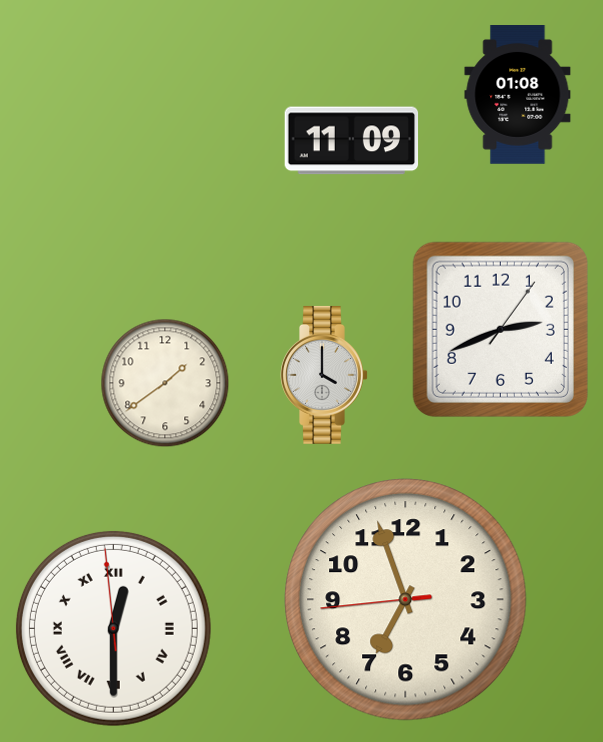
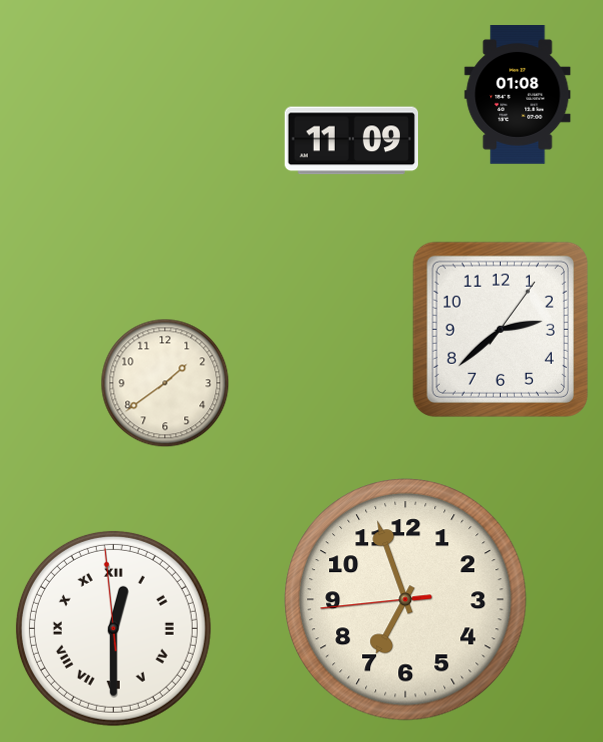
clock at (500, 329): 2:41 -> 2:38
clock at (324, 375): 4:00 -> none
